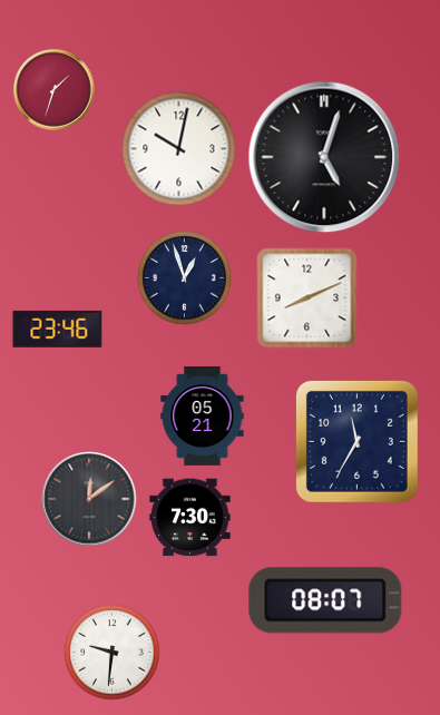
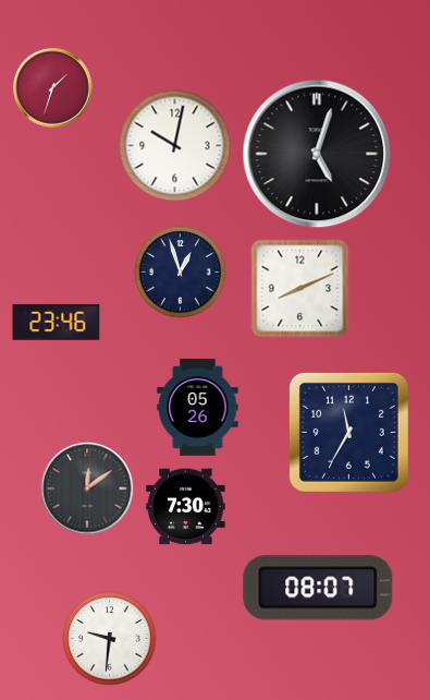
clock at (307, 298) position: (307, 298) -> (300, 289)
clock at (203, 415): 05:21 -> 05:26
